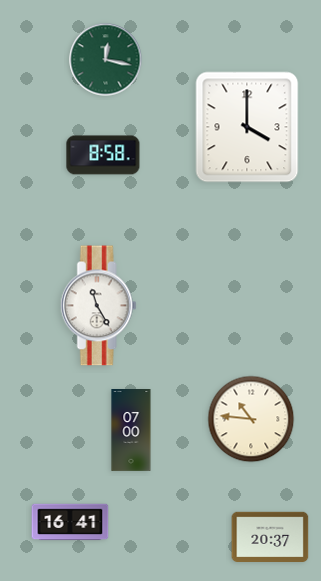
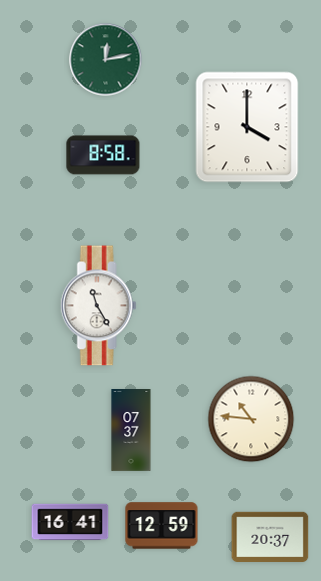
clock at (106, 60): 12:17 -> 12:13
clock at (131, 431): 07:00 -> 07:37
clock at (162, 526): none -> 12:59
